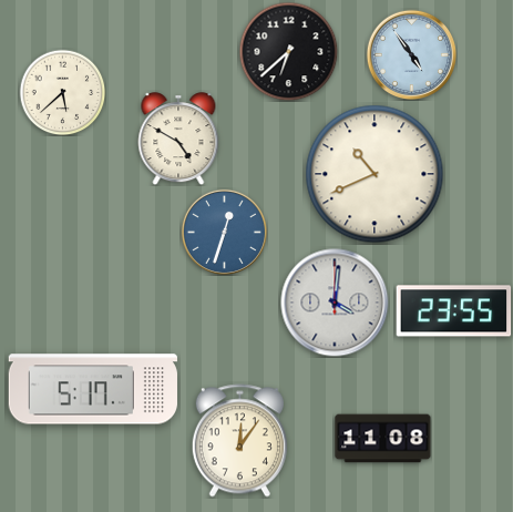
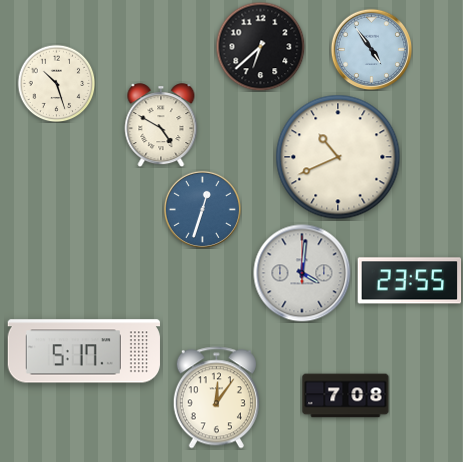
clock at (62, 92): 5:38 -> 10:27
clock at (383, 439): 11:08 -> 7:08
